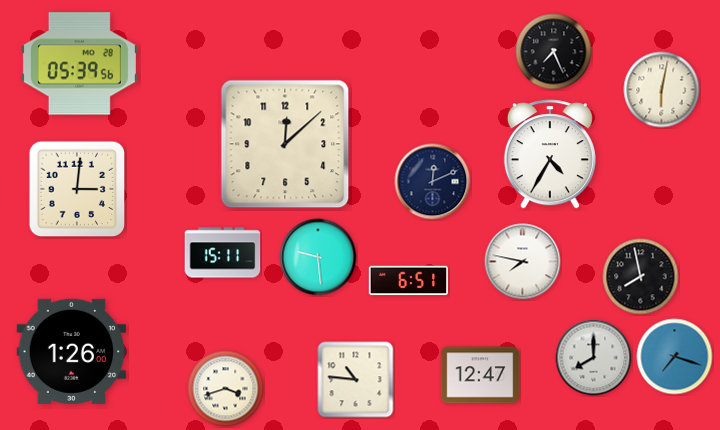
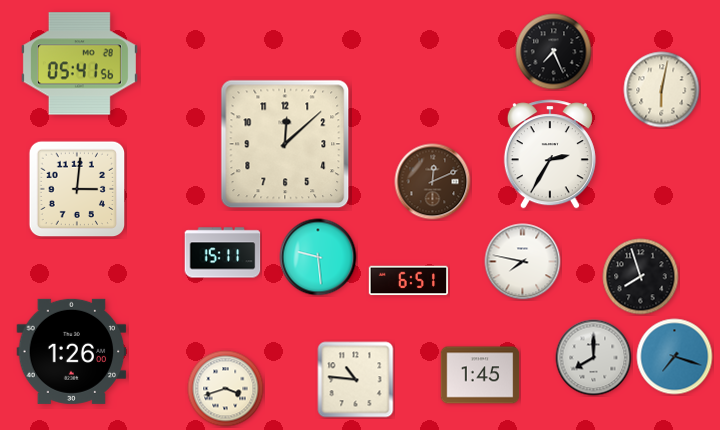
clock at (79, 64): 05:39 -> 05:41
clock at (550, 154): 4:35 -> 2:35
clock at (433, 182) dial: navy -> brown
clock at (641, 277): 7:58 -> 7:57
clock at (480, 375): 12:47 -> 1:45
